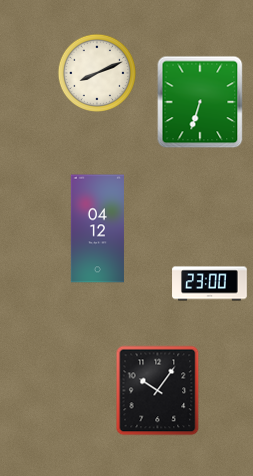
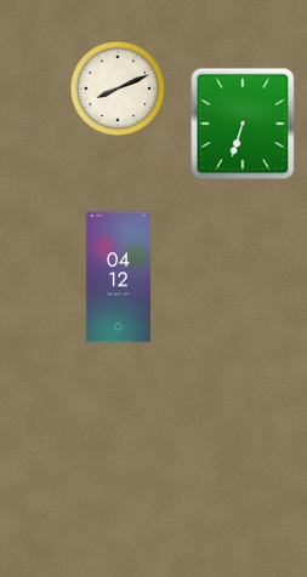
clock at (210, 284): 23:00 -> none
clock at (158, 391): 10:06 -> none
